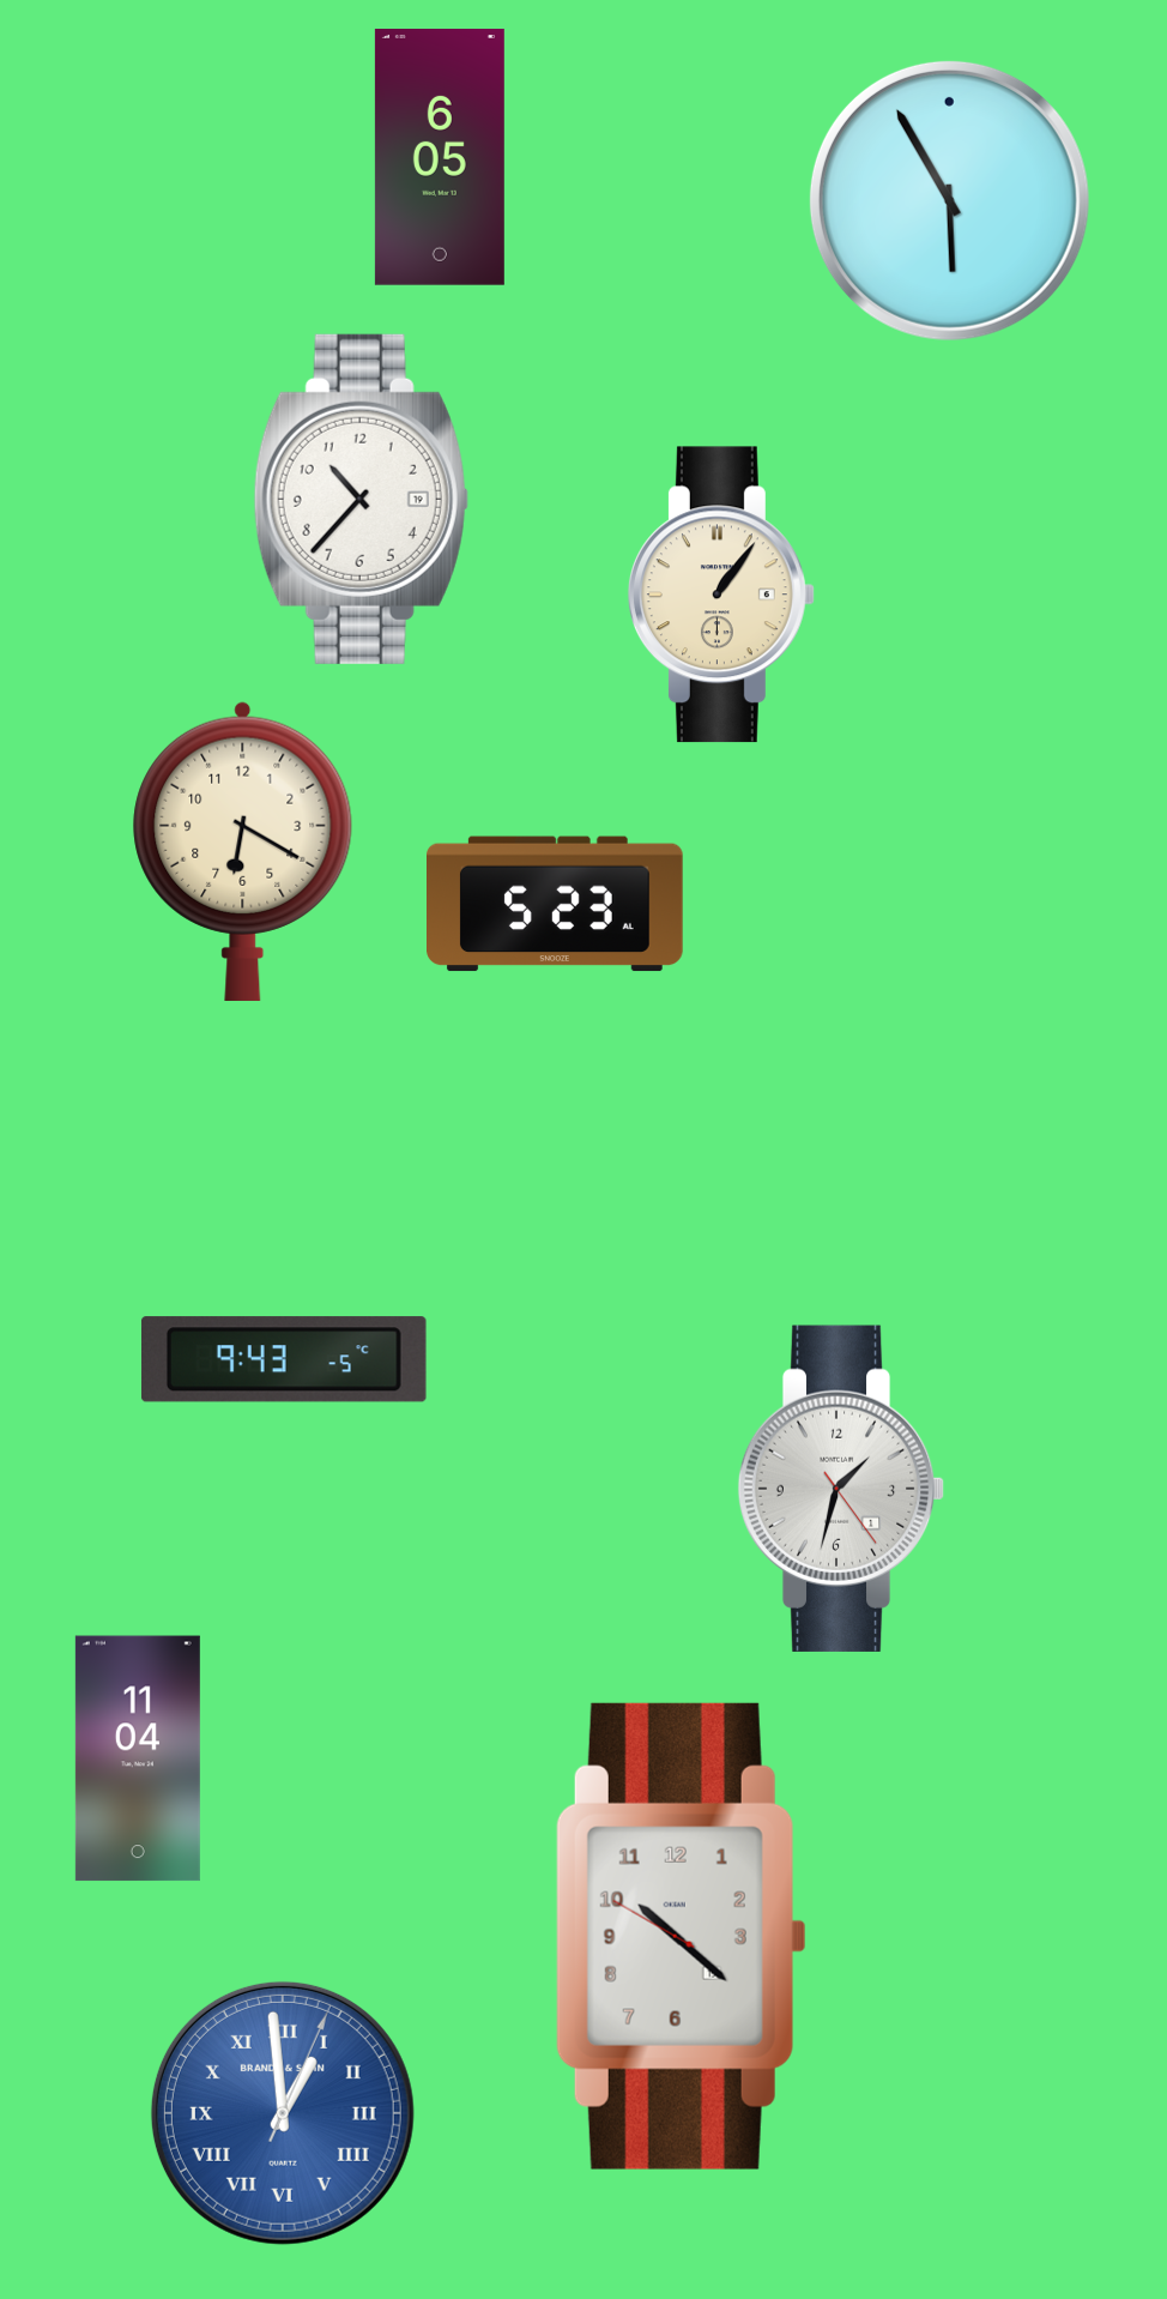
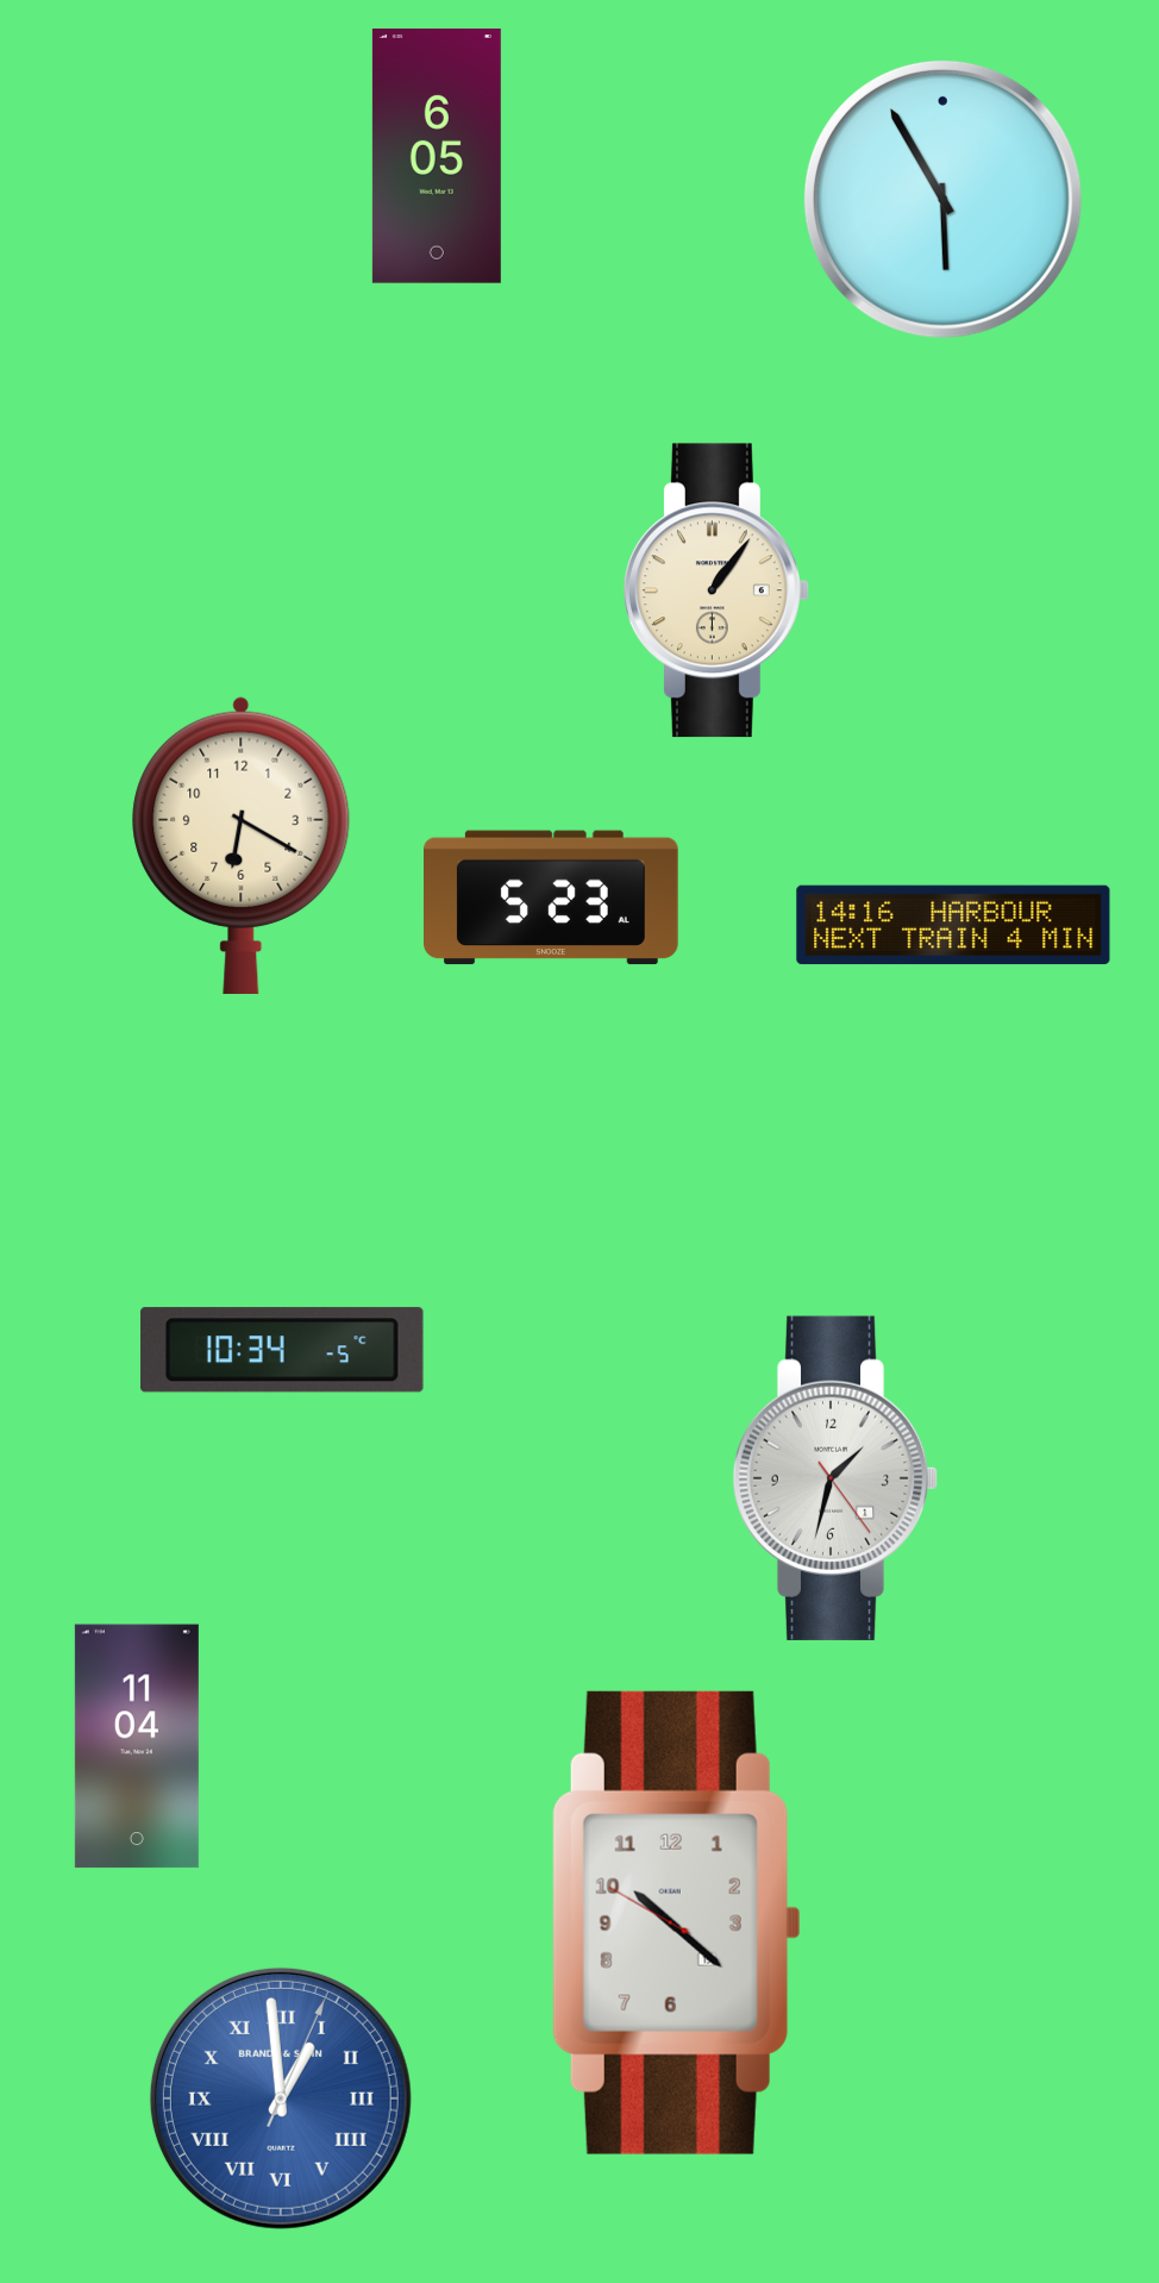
clock at (361, 499): 10:37 -> none
clock at (953, 925): none -> 14:16
clock at (284, 1359): 9:43 -> 10:34
